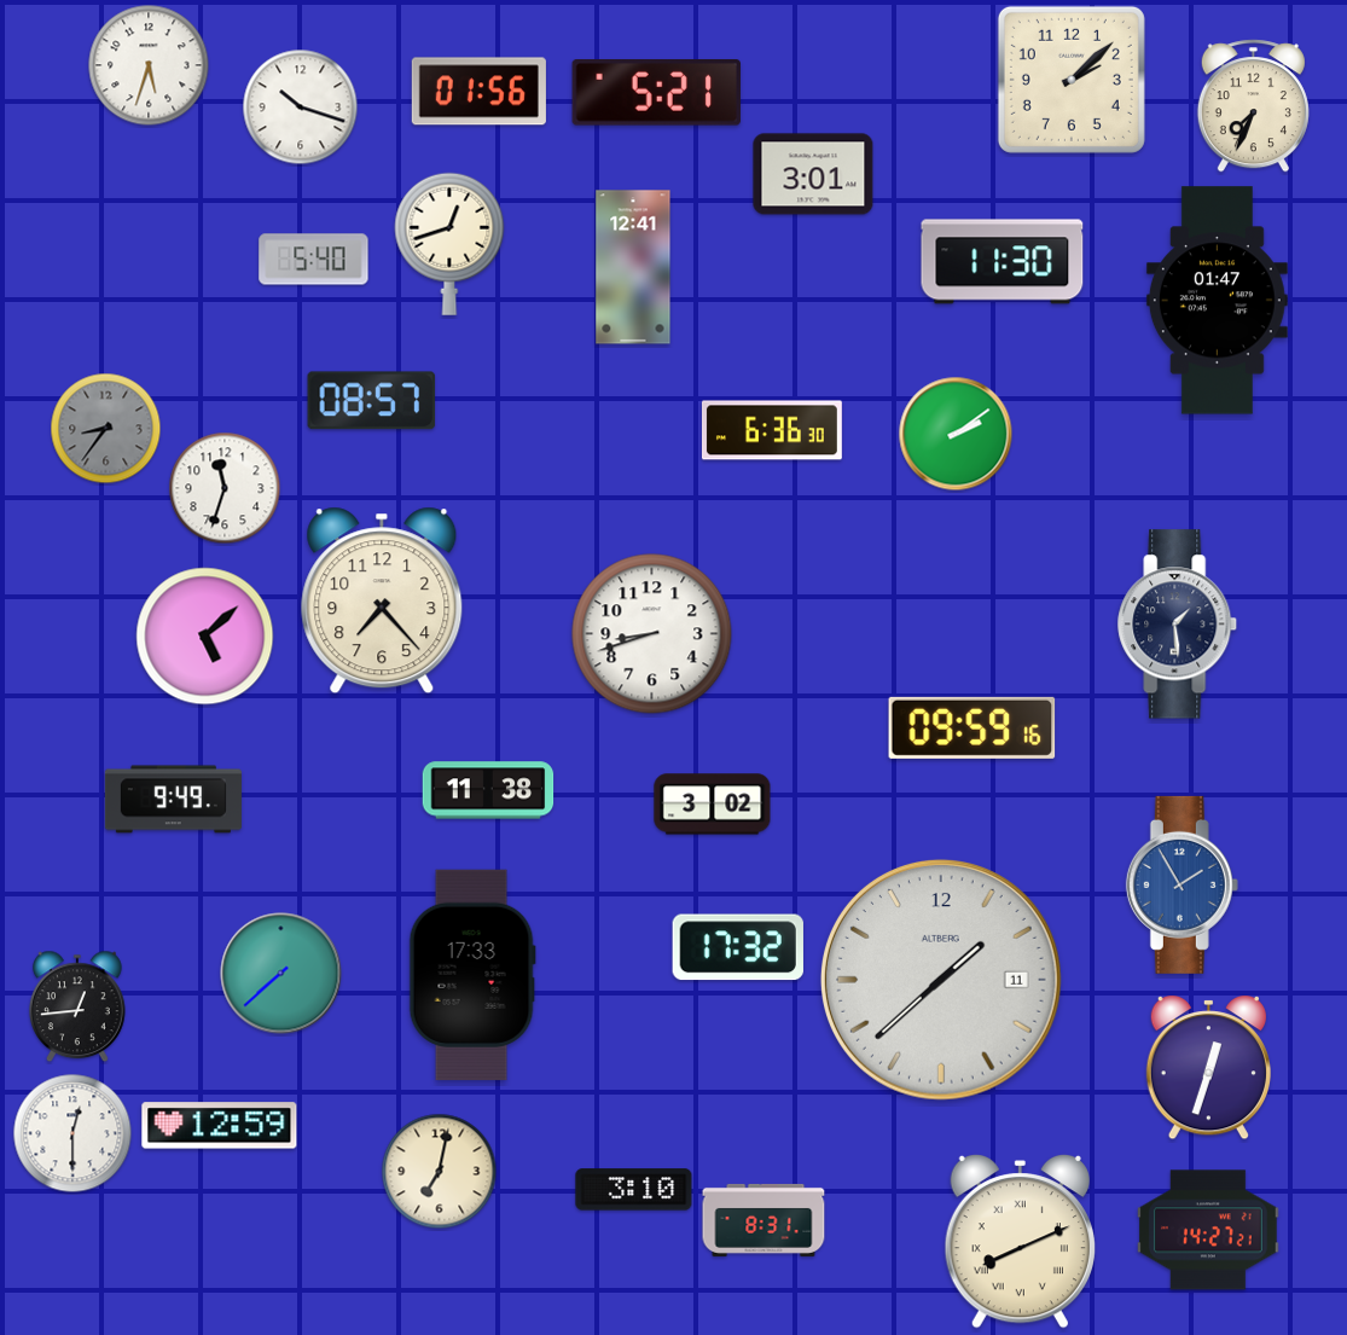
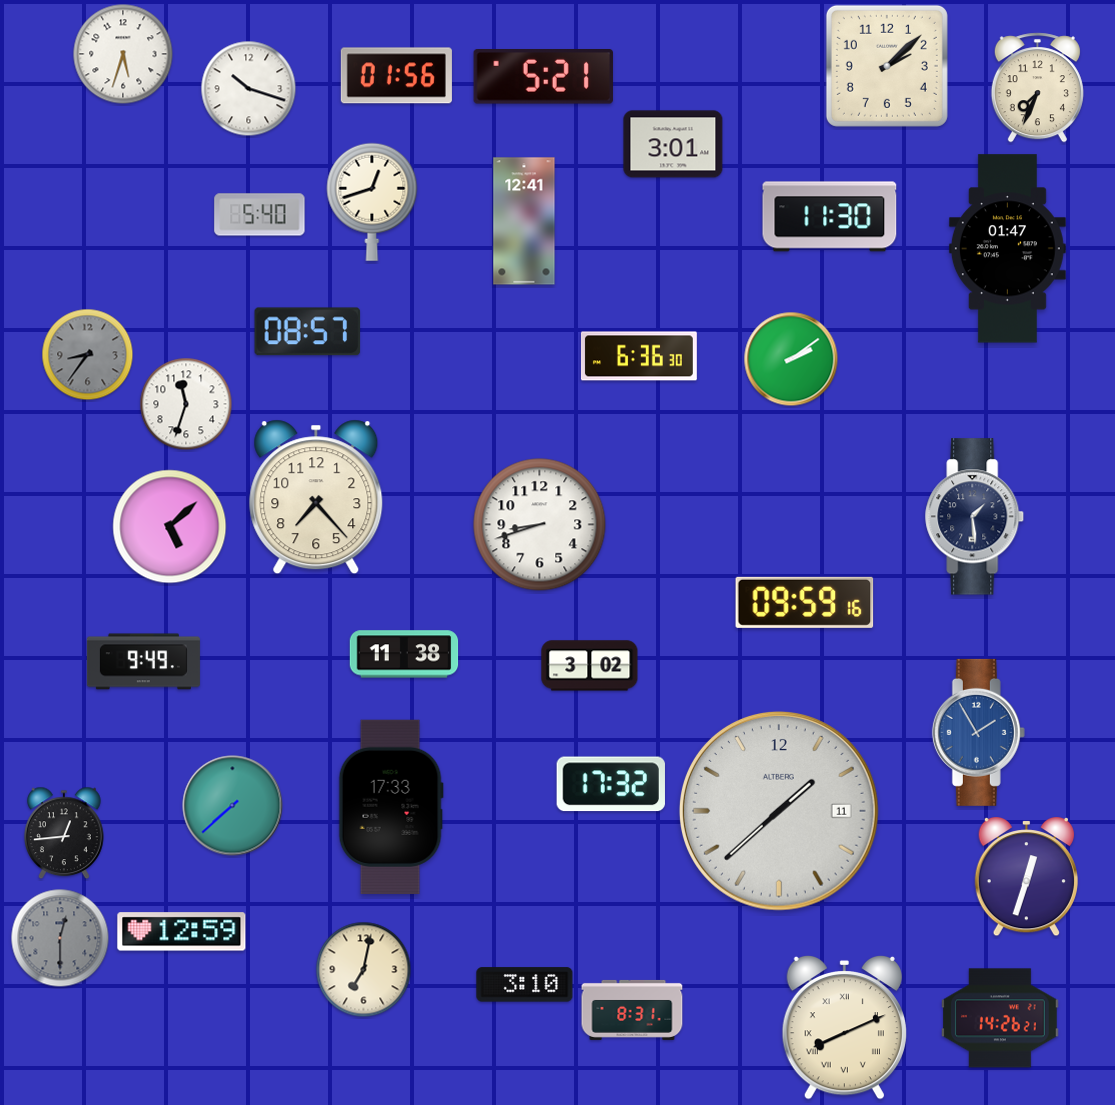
clock at (1208, 1069) position: (1208, 1069) -> (1026, 878)
clock at (72, 1133) dial: white -> grey
clock at (1209, 1230): 14:27 -> 14:26
